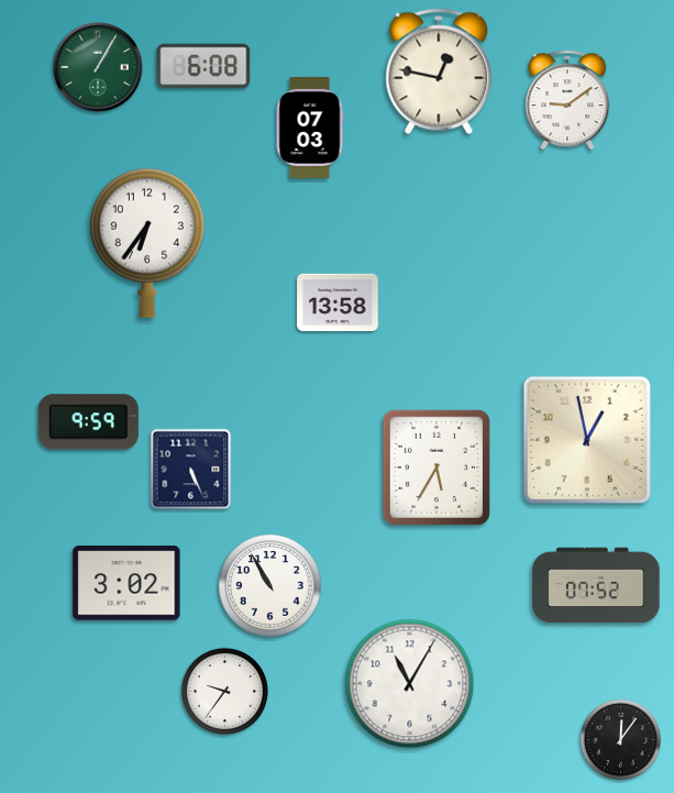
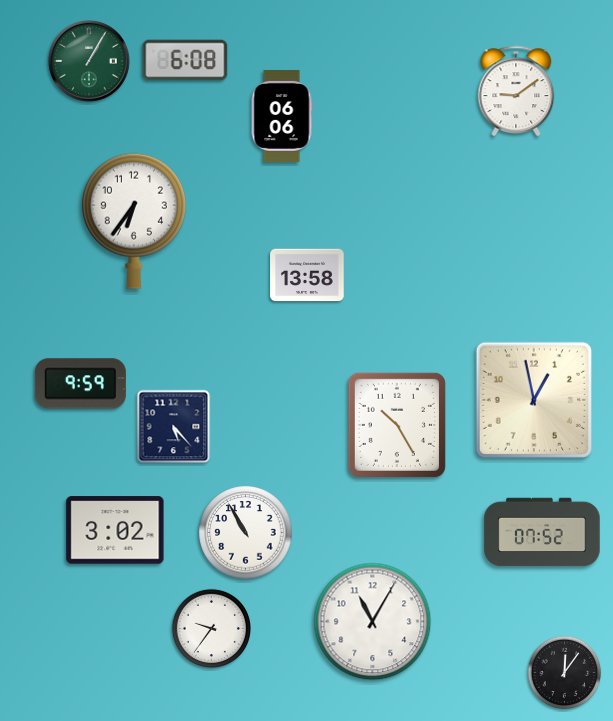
clock at (439, 71): 12:47 -> none
clock at (310, 128): 07:03 -> 06:06
clock at (437, 467): 5:35 -> 10:25
clock at (191, 470): 5:26 -> 5:23
clock at (224, 691) position: (224, 691) -> (211, 628)
